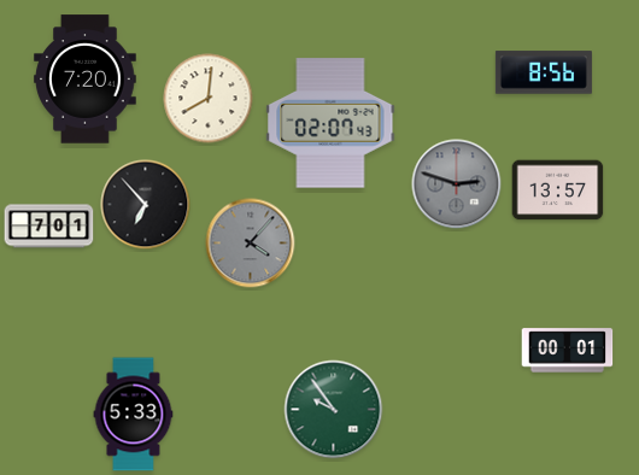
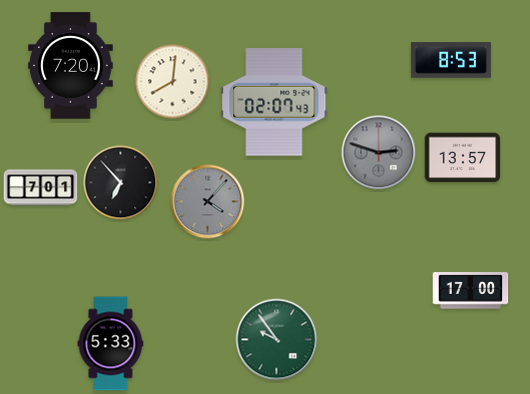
clock at (544, 72): 8:56 -> 8:53
clock at (146, 205) position: (146, 205) -> (121, 183)
clock at (568, 351): 00:01 -> 17:00
